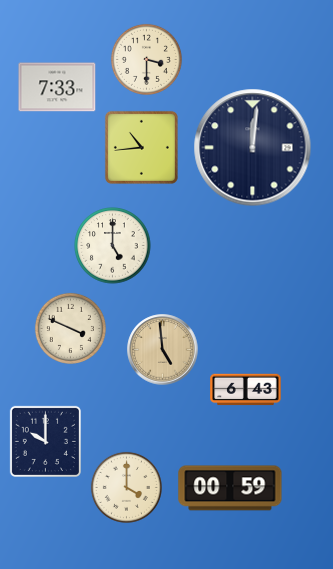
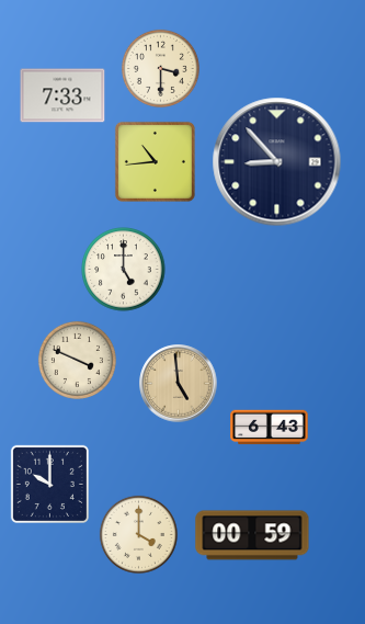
clock at (146, 59) position: (146, 59) -> (160, 68)
clock at (253, 148): 12:01 -> 8:53
